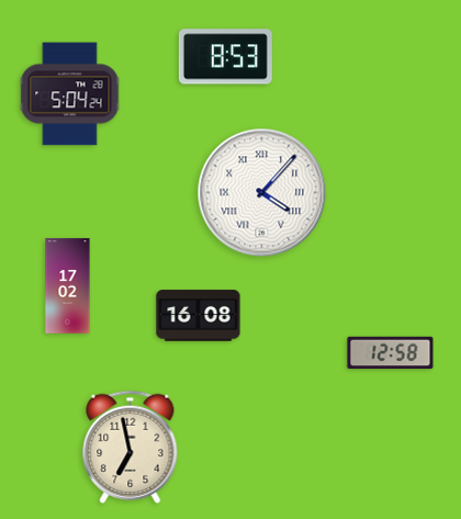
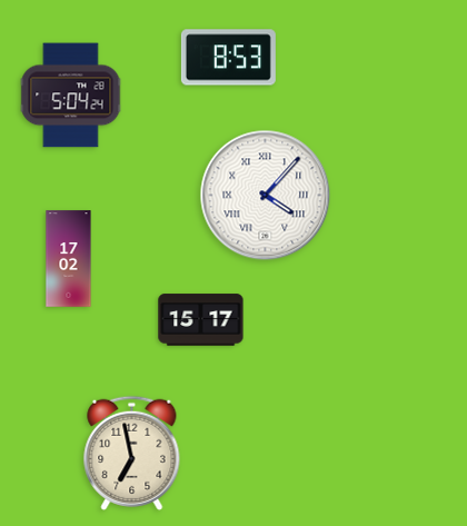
clock at (68, 286) position: (68, 286) -> (69, 259)
clock at (199, 316): 16:08 -> 15:17
clock at (391, 353): 12:58 -> none
